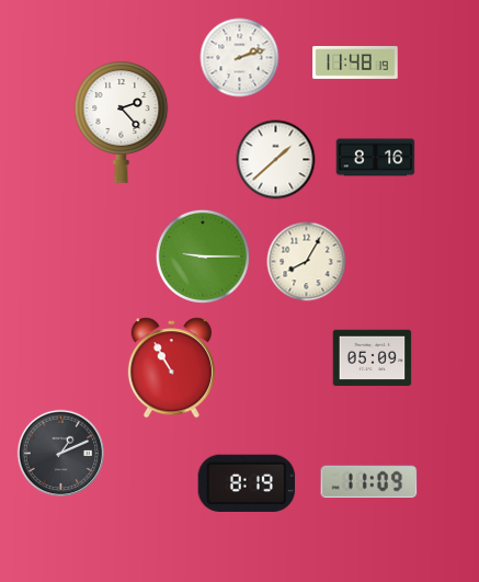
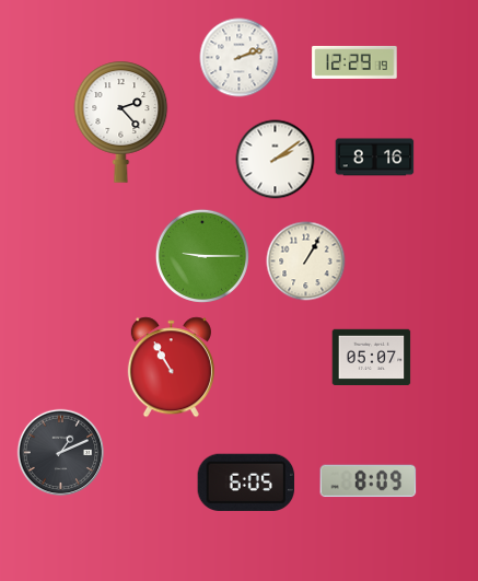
clock at (355, 62): 11:48 -> 12:29
clock at (276, 160): 1:38 -> 2:09
clock at (307, 262): 8:05 -> 1:05
clock at (373, 358): 05:09 -> 05:07
clock at (369, 482): 11:09 -> 8:09
clock at (247, 483): 8:19 -> 6:05
